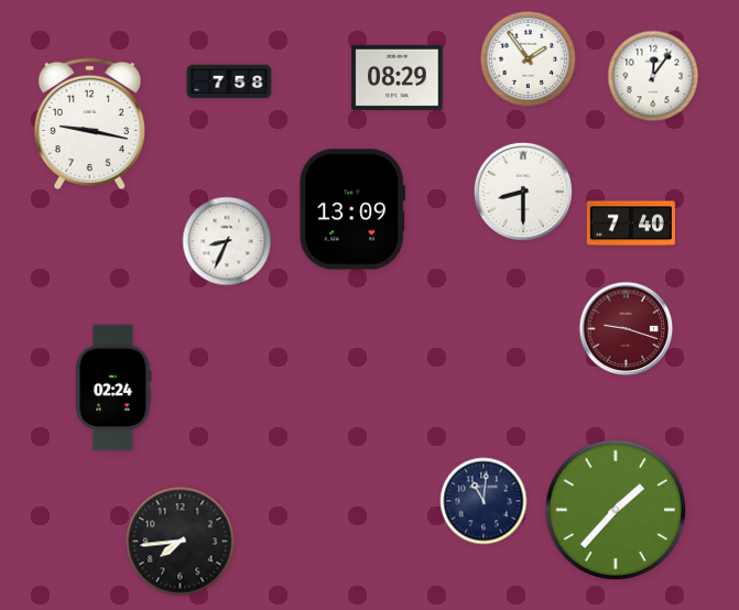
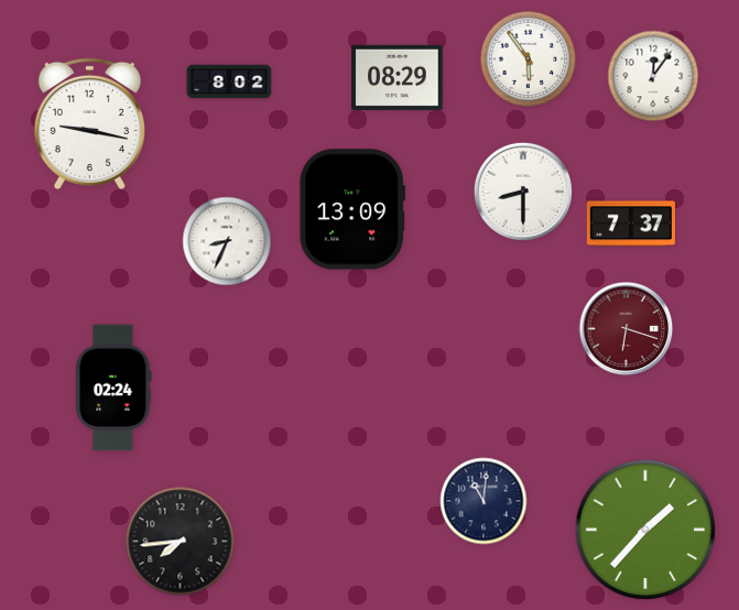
clock at (529, 59): 1:54 -> 5:54
clock at (229, 81): 7:58 -> 8:02
clock at (631, 224): 7:40 -> 7:37
clock at (627, 329): 9:18 -> 6:18
clock at (616, 510) position: (616, 510) -> (645, 530)
